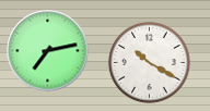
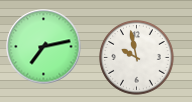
clock at (150, 63): 10:20 -> 9:58
